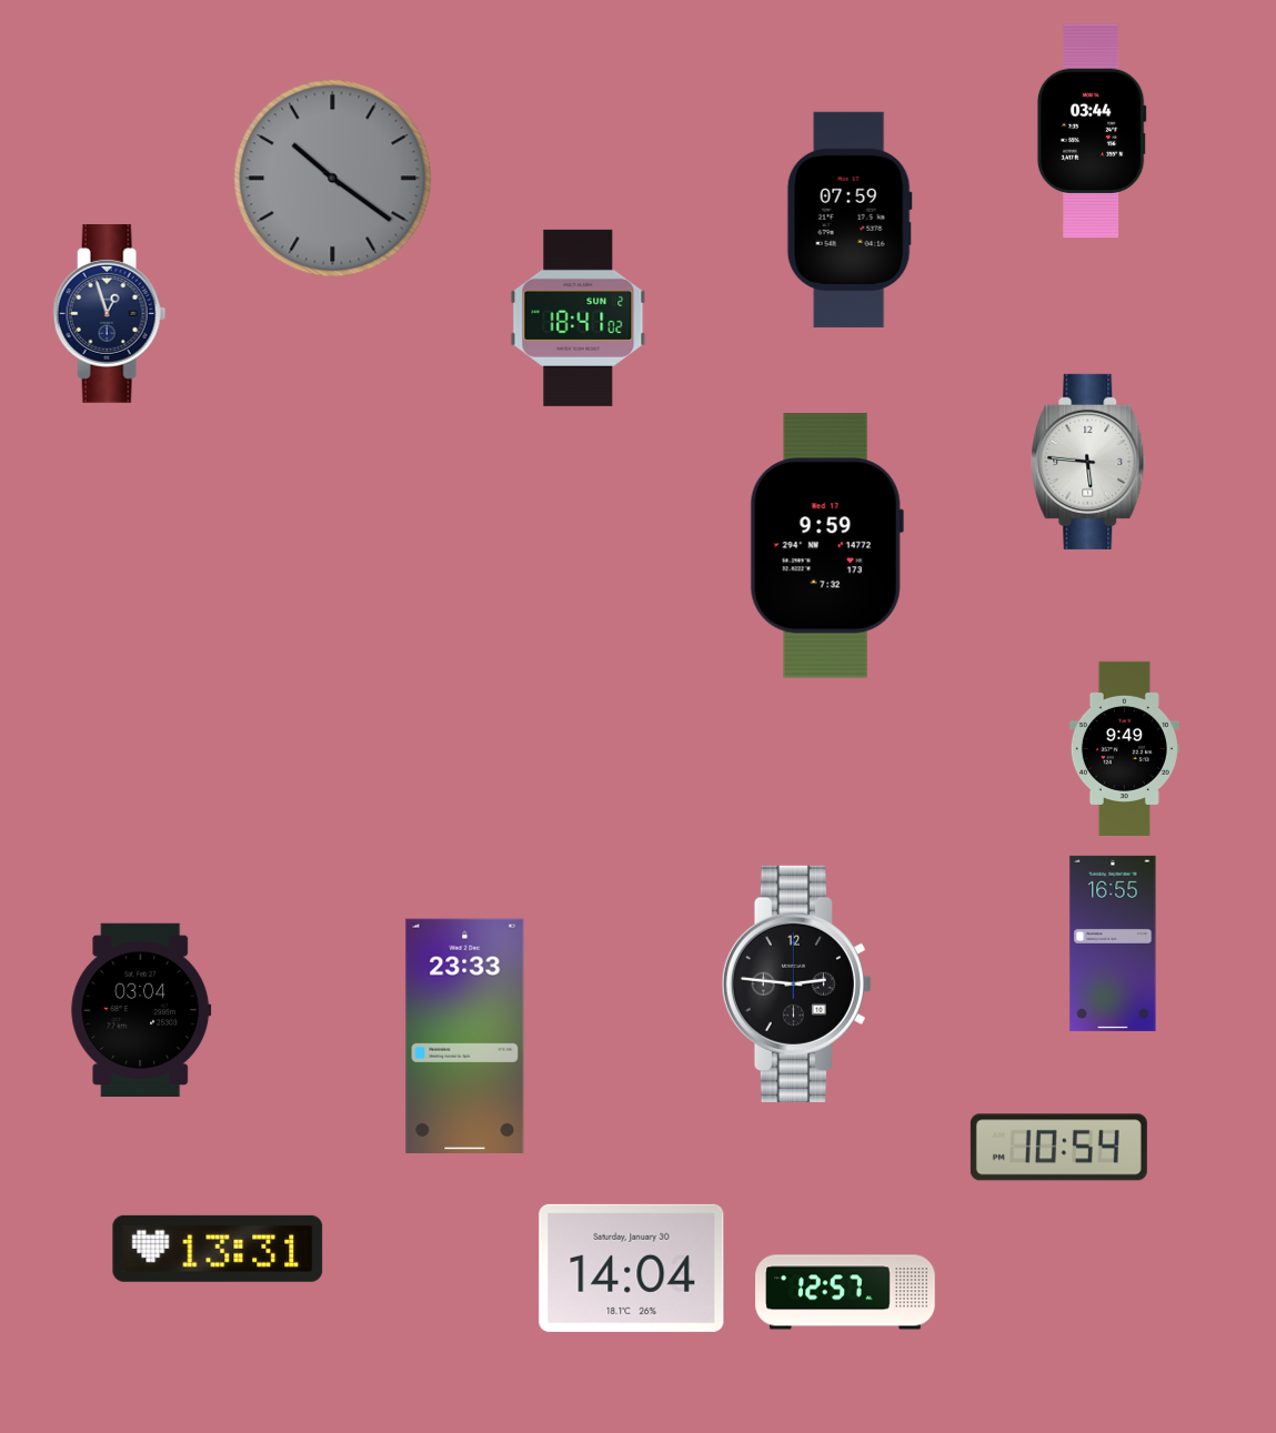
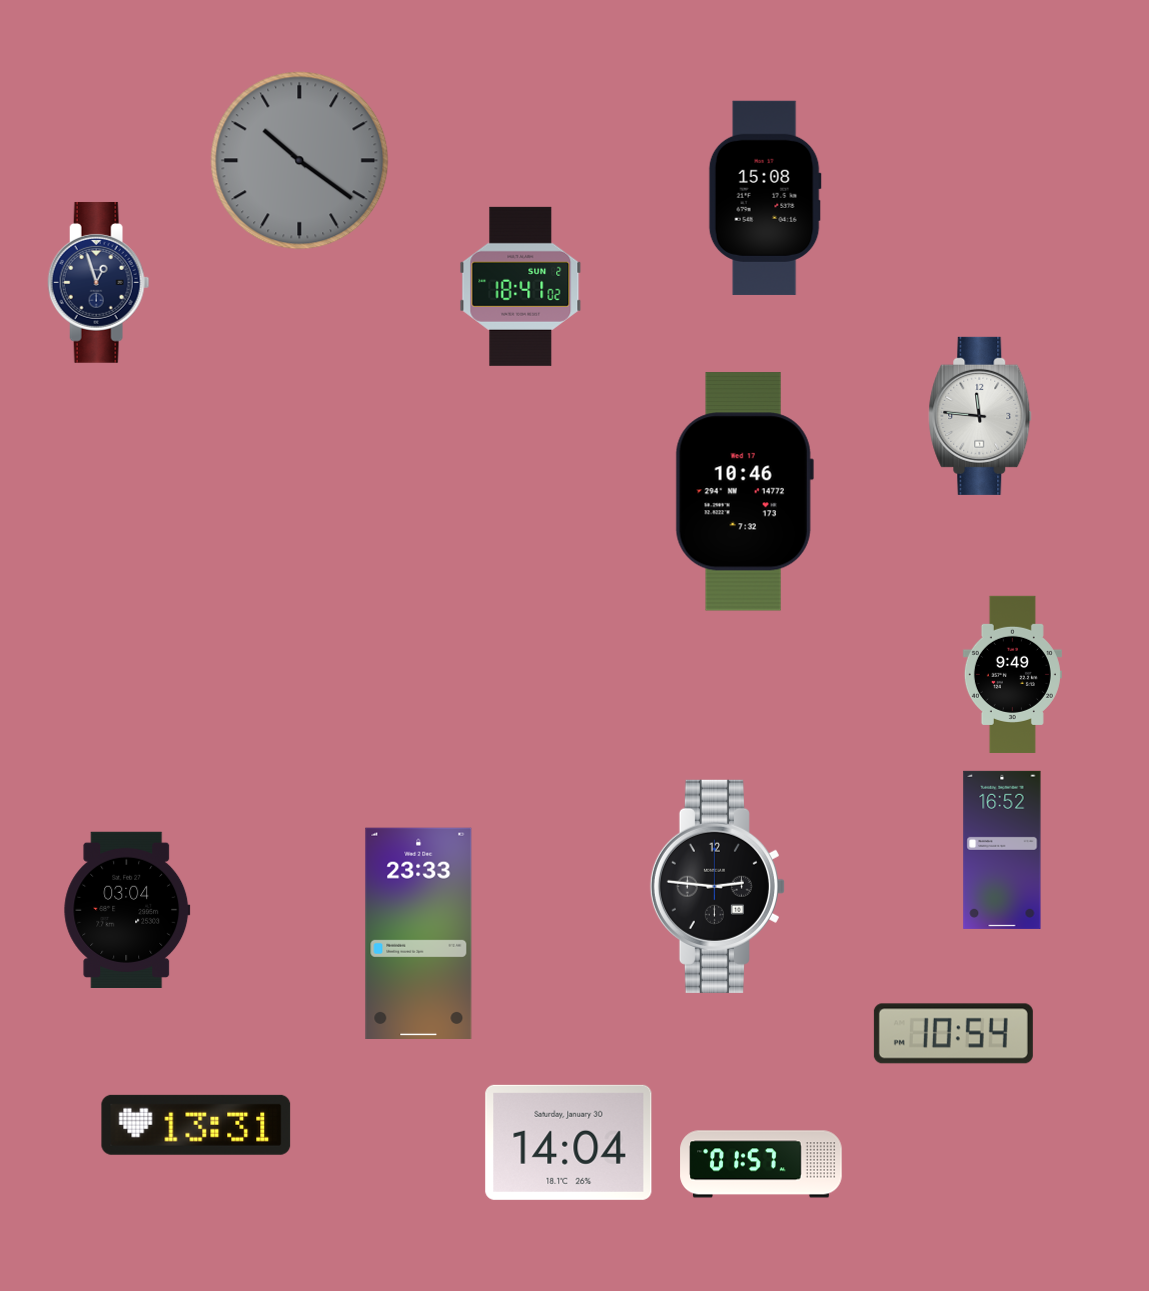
clock at (1092, 131): 03:44 -> none
clock at (850, 220): 07:59 -> 15:08
clock at (1088, 462): 5:46 -> 11:46
clock at (826, 546): 9:59 -> 10:46
clock at (1113, 943): 16:55 -> 16:52
clock at (845, 1292): 12:57 -> 01:57
